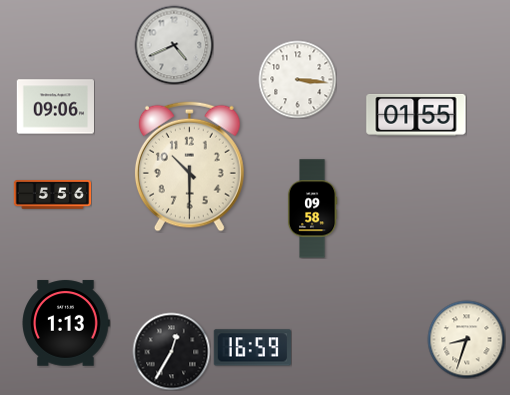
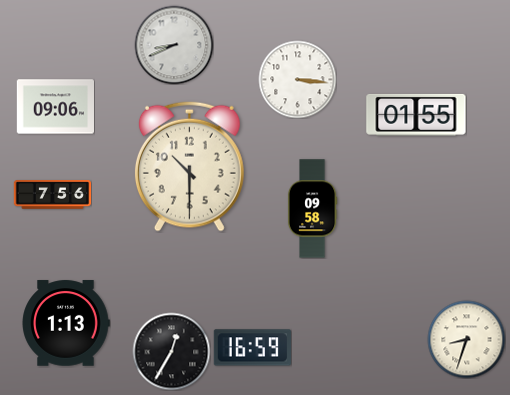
clock at (174, 45): 4:41 -> 8:41
clock at (52, 195): 5:56 -> 7:56
